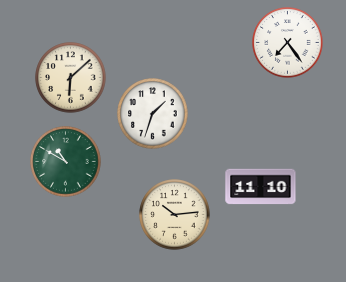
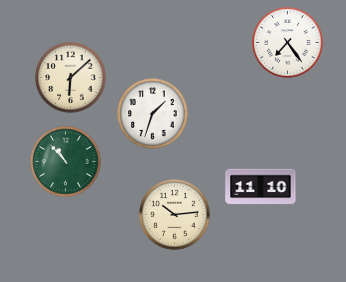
clock at (66, 162): 10:50 -> 10:53
